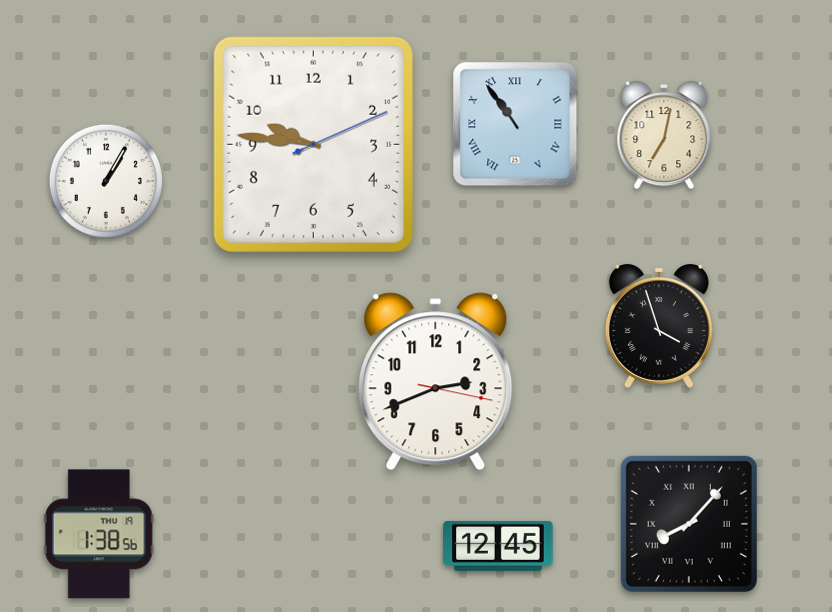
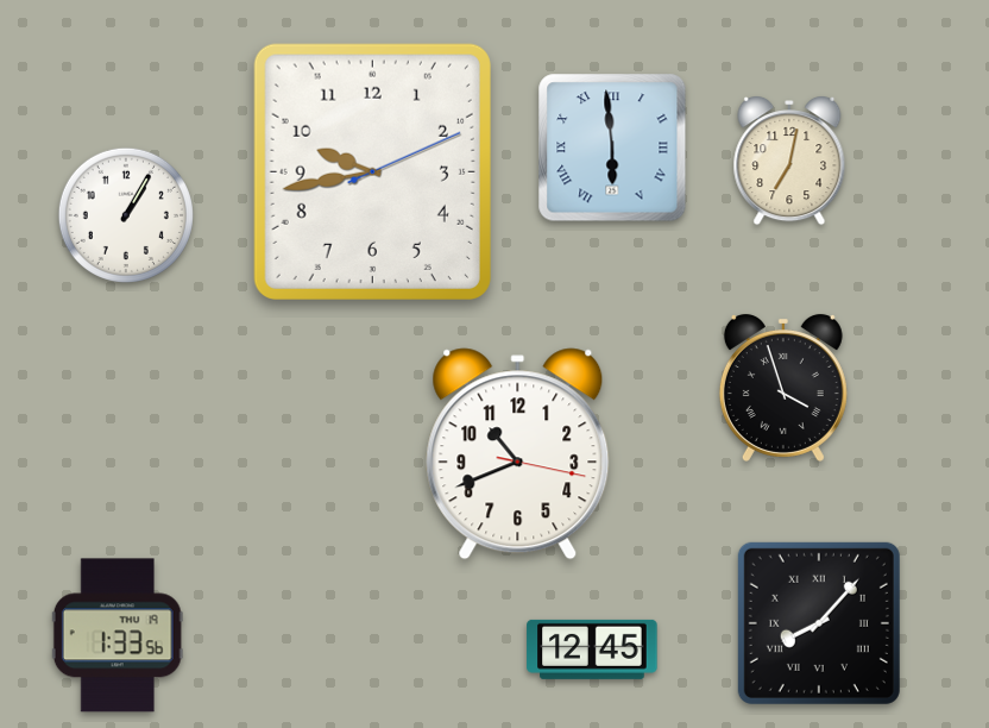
clock at (515, 124): 10:54 -> 5:59
clock at (313, 144): 9:46 -> 9:43
clock at (436, 382): 2:41 -> 10:41
clock at (99, 534): 1:38 -> 1:33
